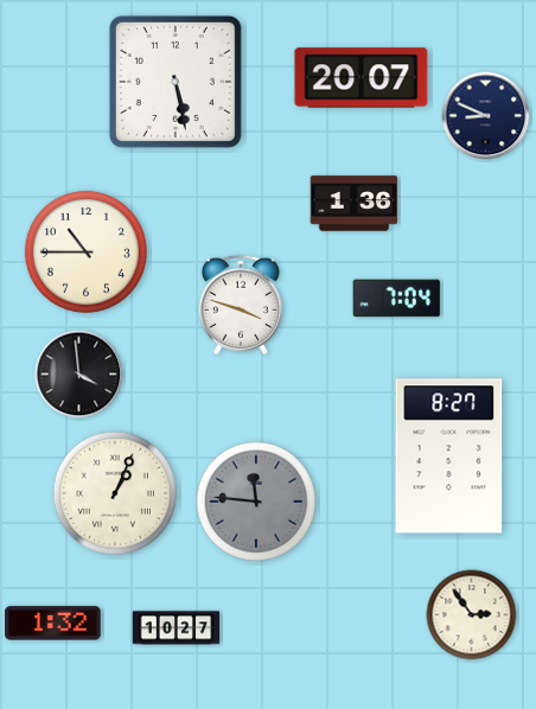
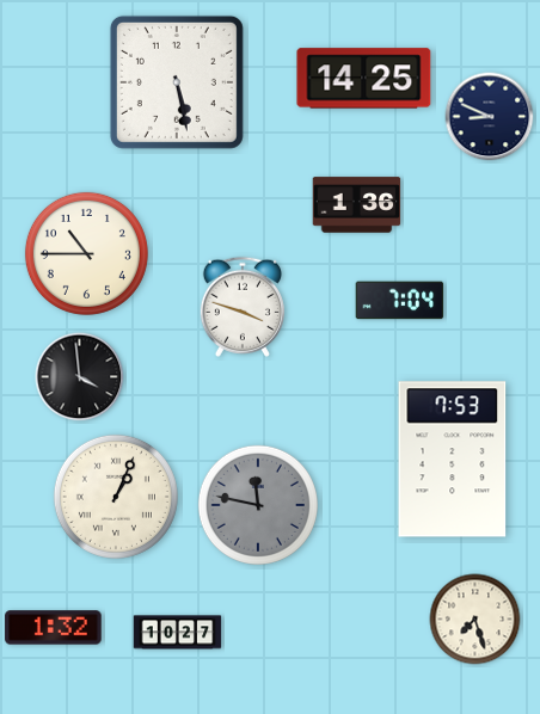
clock at (362, 78): 20:07 -> 14:25
clock at (449, 456): 8:27 -> 7:53
clock at (256, 502): 11:46 -> 11:47
clock at (472, 615): 2:54 -> 7:27
